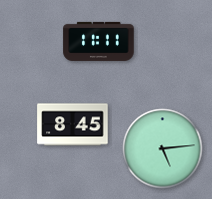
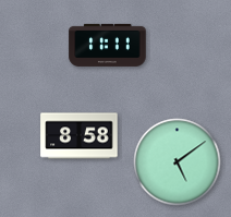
clock at (73, 125): 8:45 -> 8:58
clock at (163, 149): 5:14 -> 5:09
